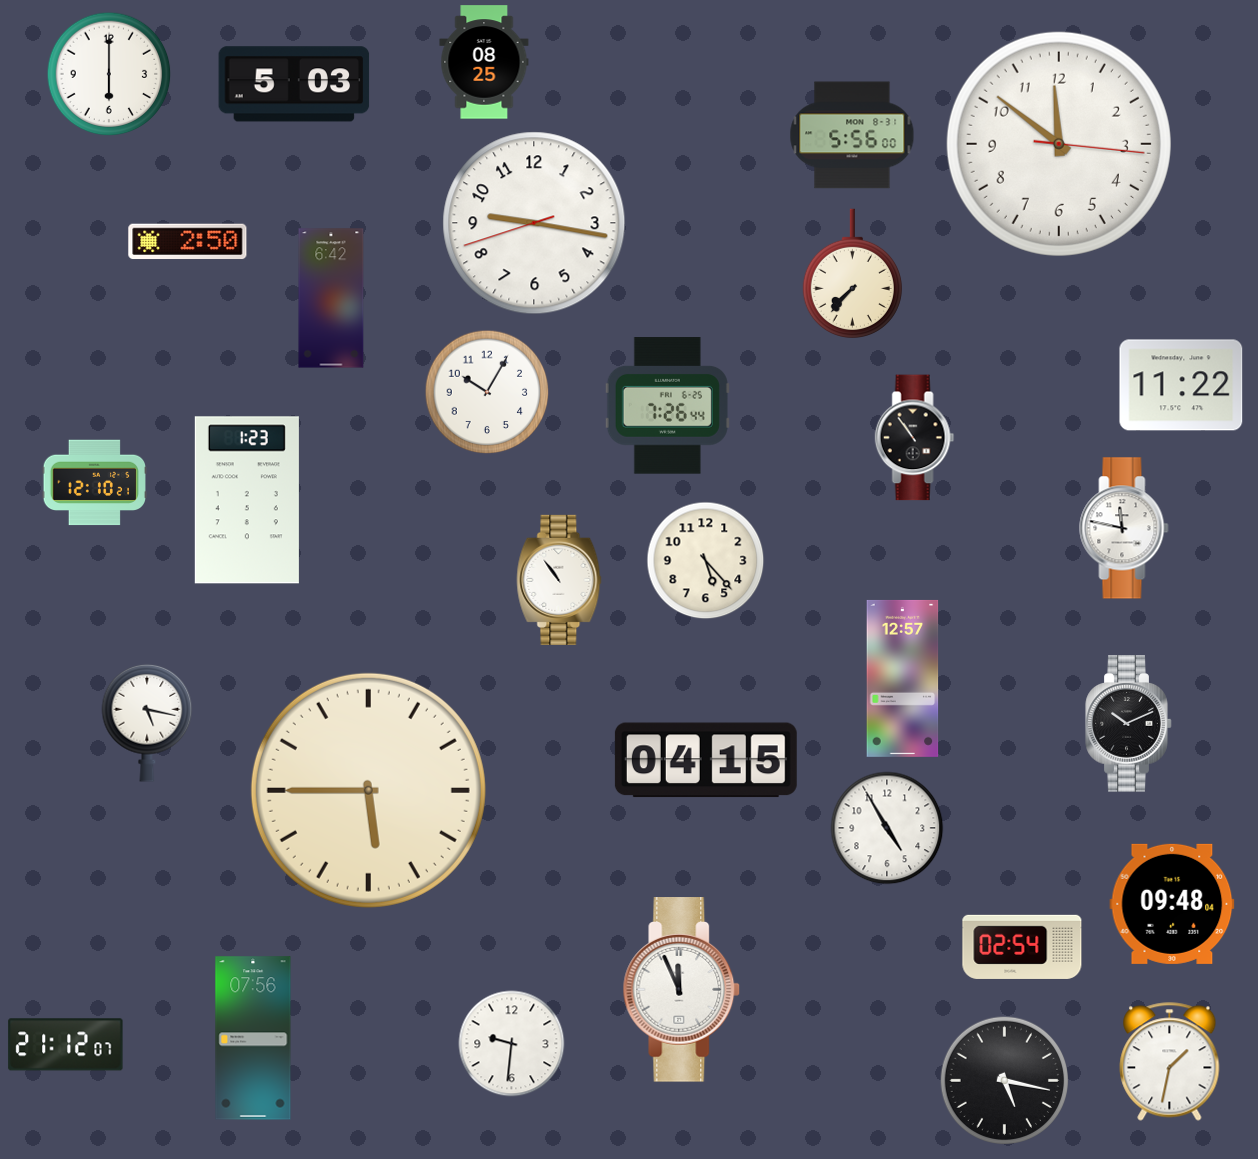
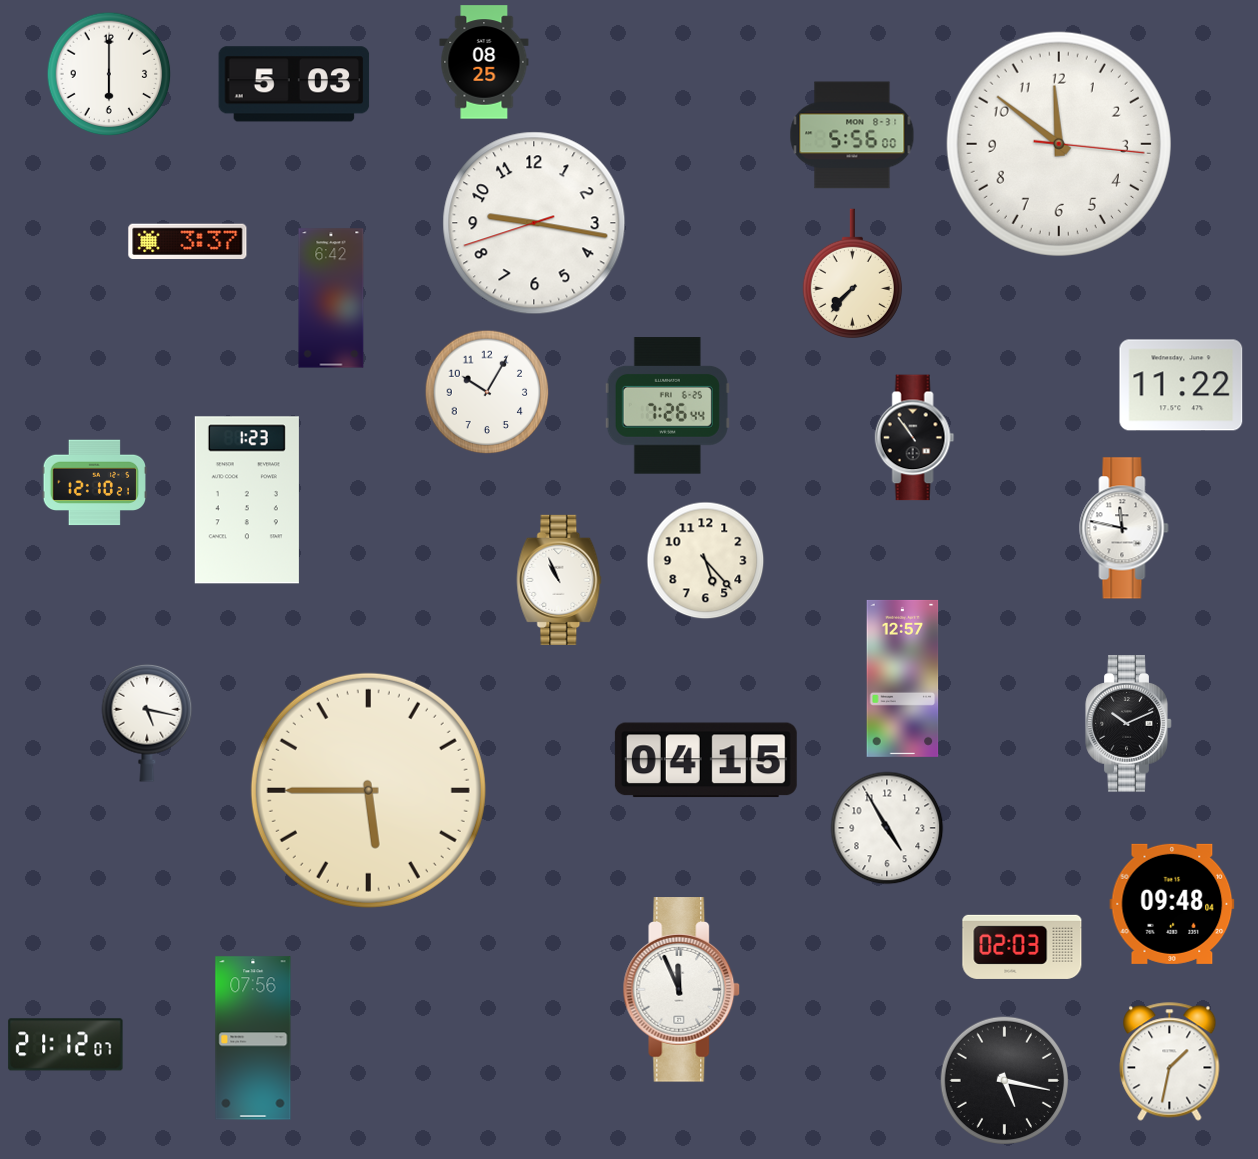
clock at (188, 242): 2:50 -> 3:37
clock at (559, 580): 10:54 -> 10:56
clock at (1022, 947): 02:54 -> 02:03
clock at (512, 1044): 9:31 -> none
